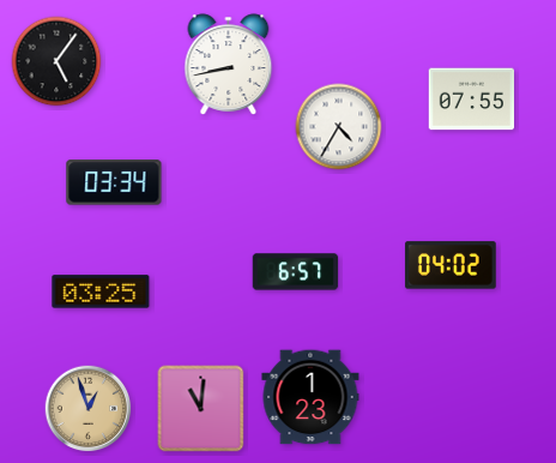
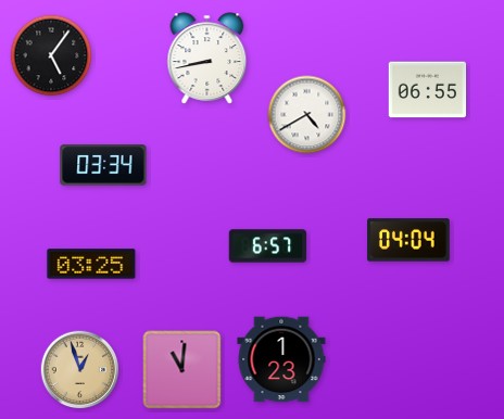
clock at (472, 100): 07:55 -> 06:55
clock at (339, 127): 4:35 -> 4:40
clock at (451, 265): 04:02 -> 04:04
